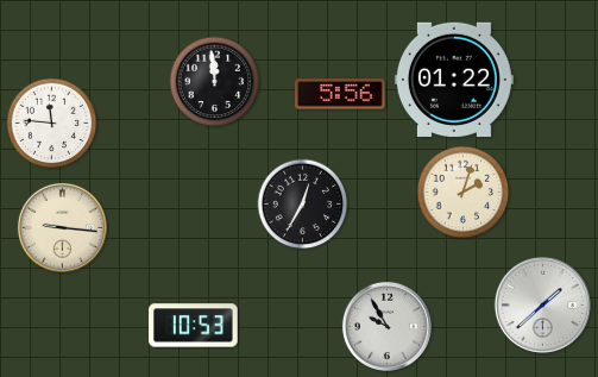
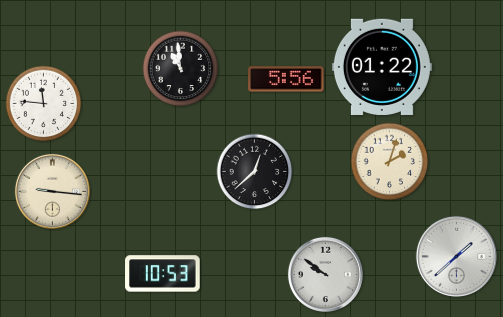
clock at (215, 82): 11:59 -> 10:59
clock at (303, 205): 12:35 -> 12:38
clock at (386, 326): 9:55 -> 9:51
